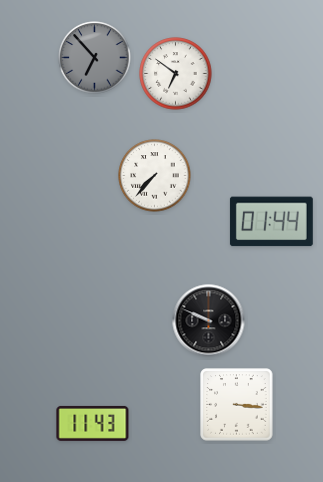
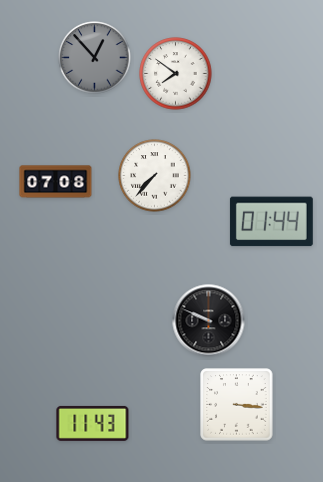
clock at (95, 58): 6:53 -> 12:53
clock at (176, 74): 6:51 -> 7:51
clock at (56, 182): none -> 07:08
